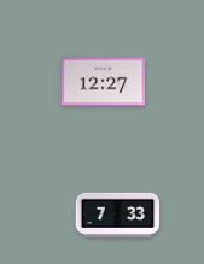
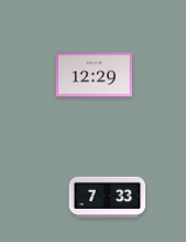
clock at (104, 82): 12:27 -> 12:29
